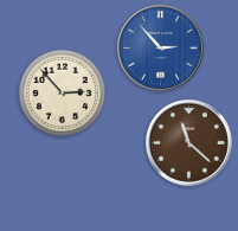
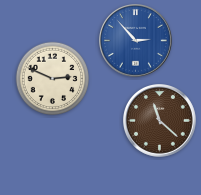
clock at (63, 94): 2:53 -> 2:49
